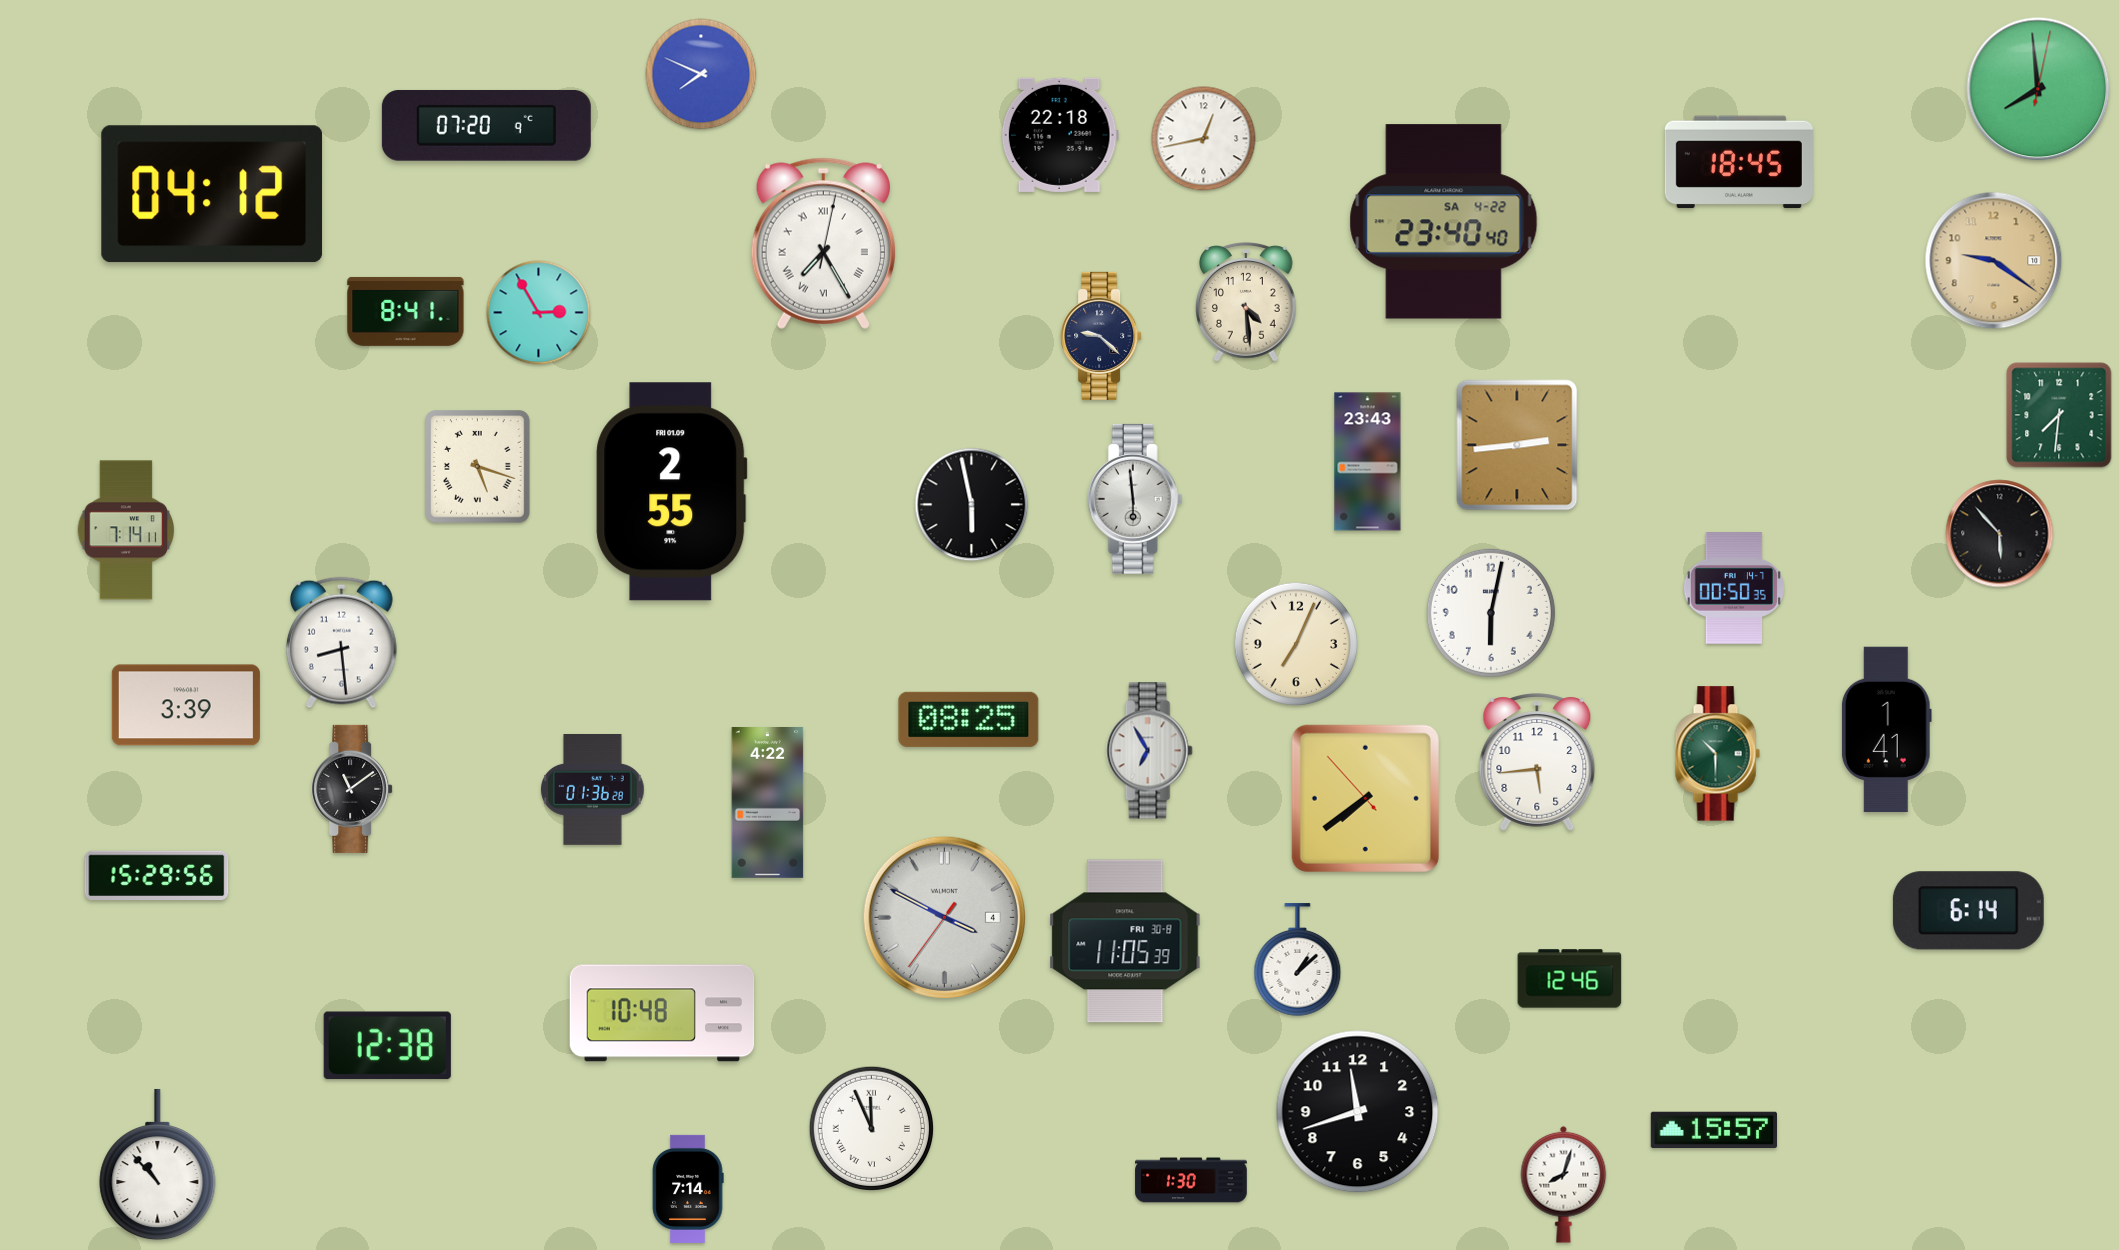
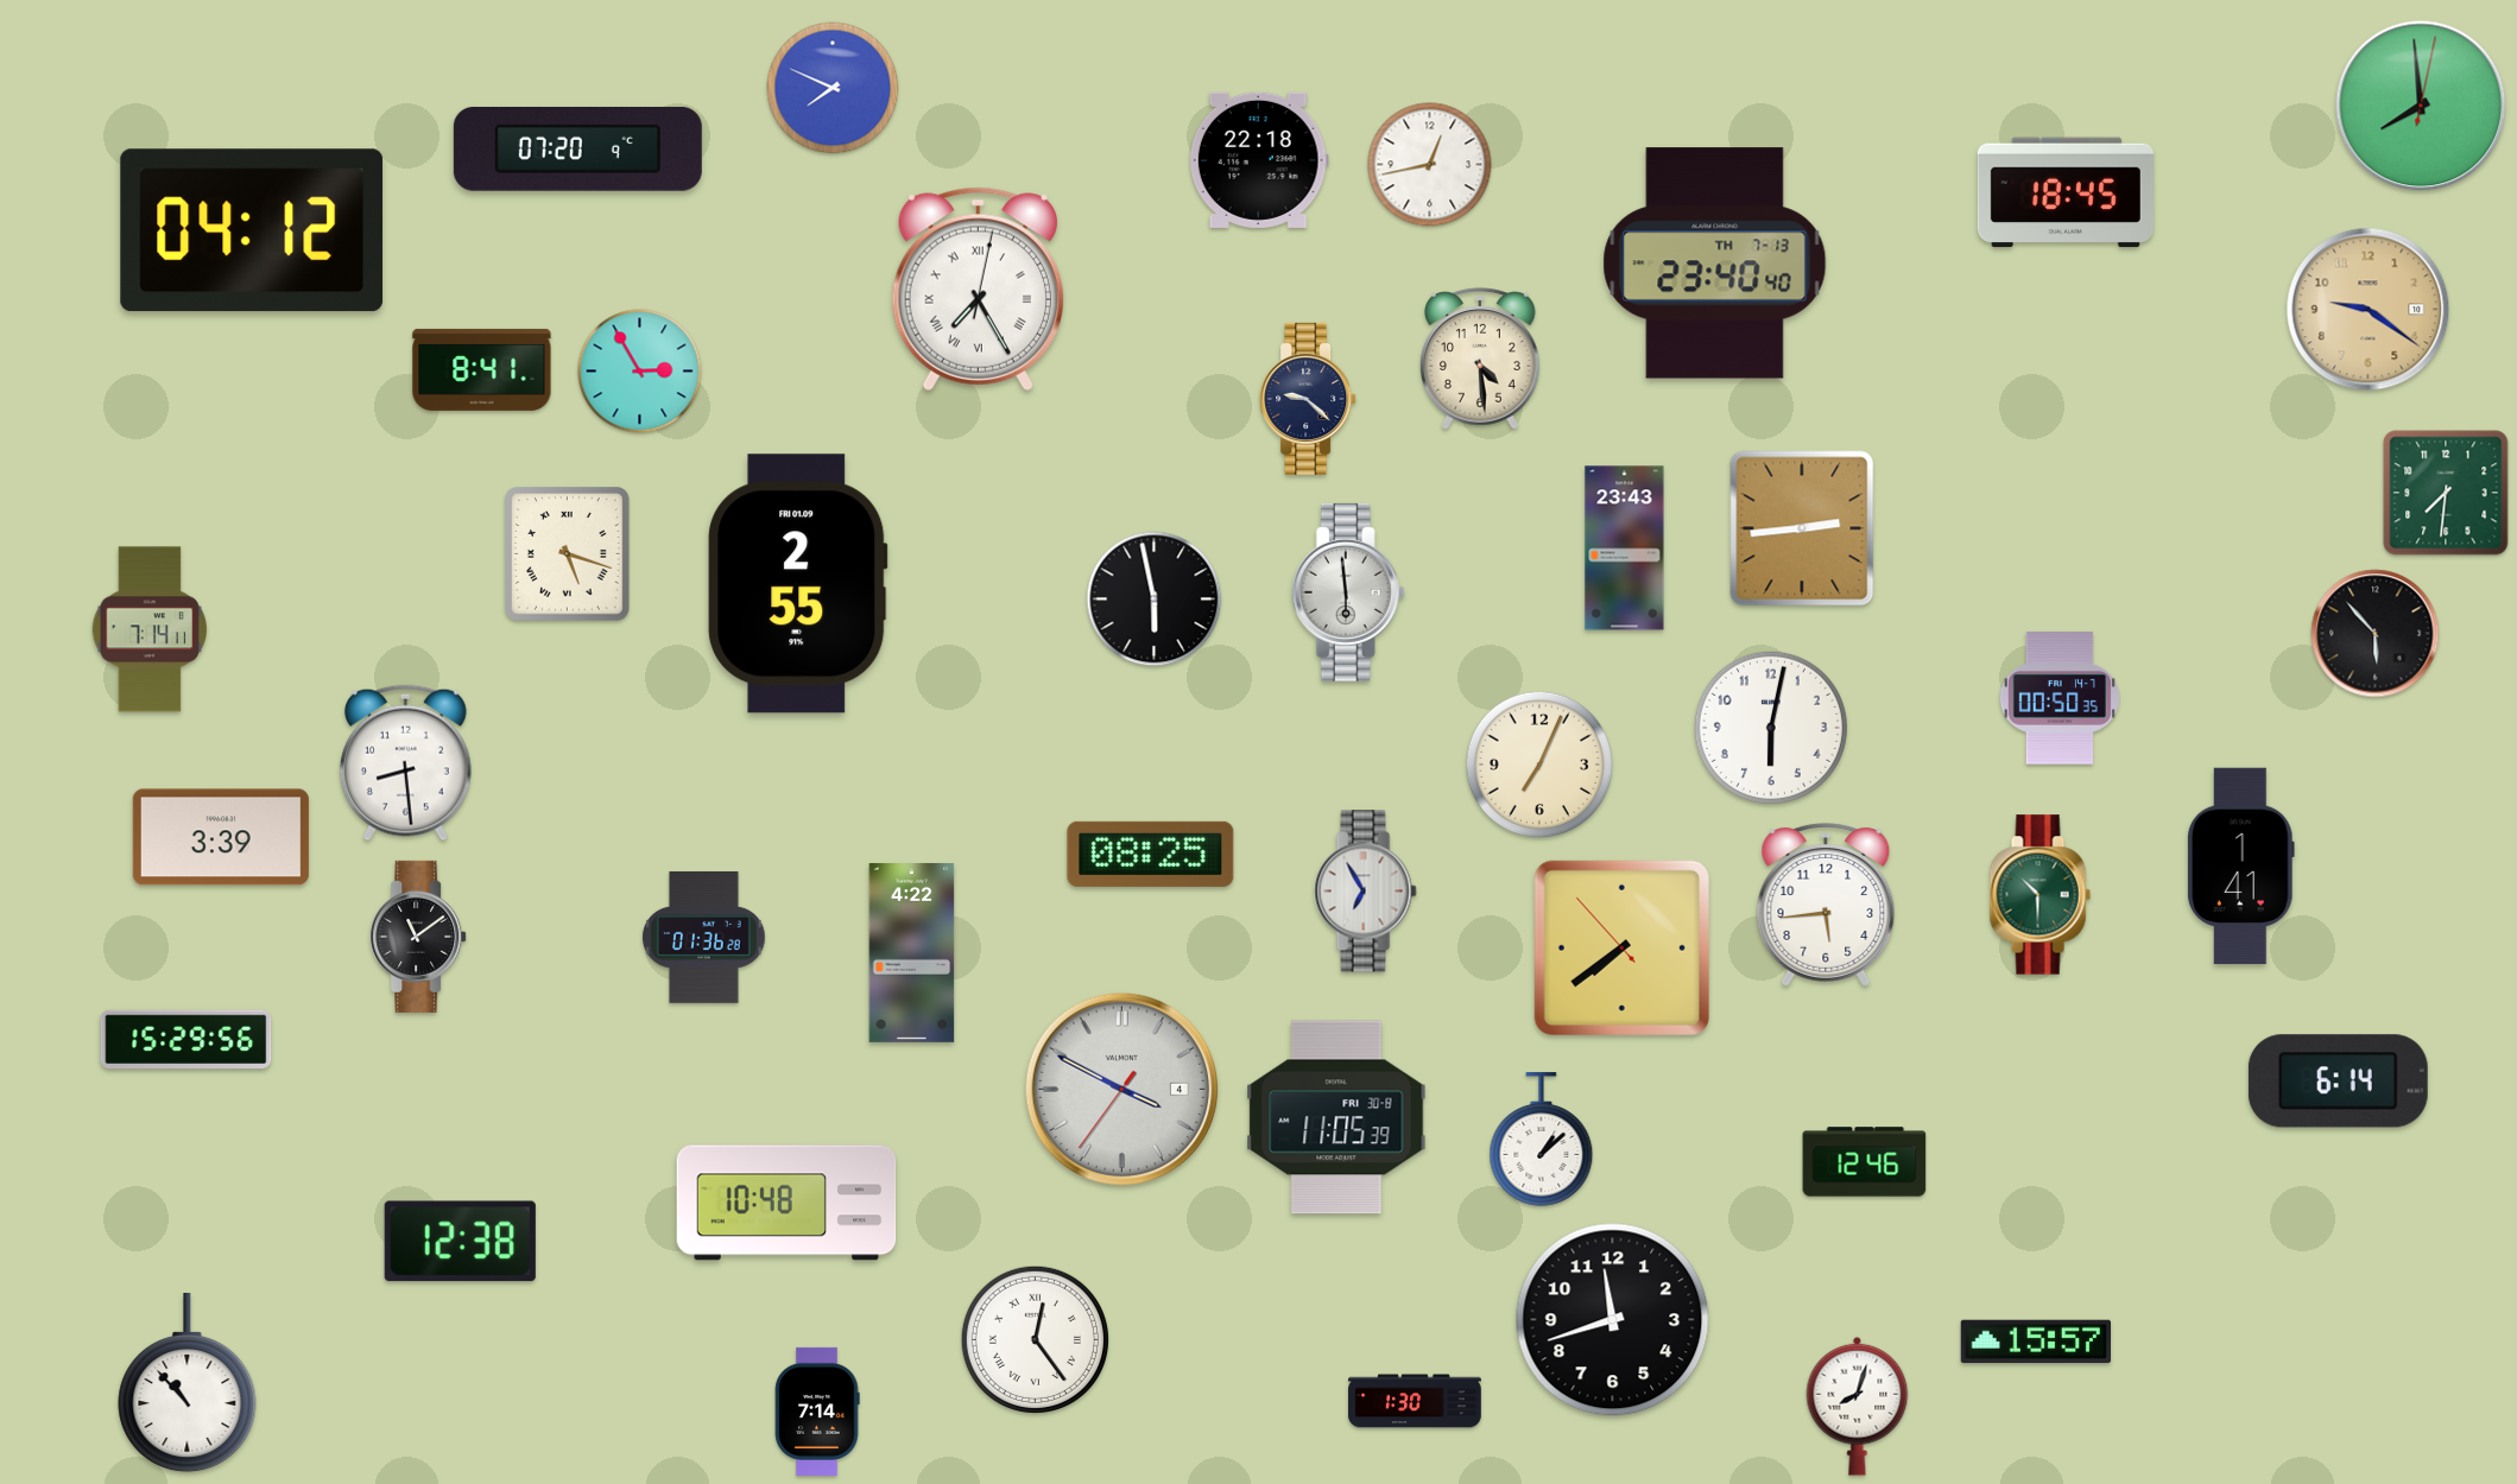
clock at (1444, 222) date: SA 4-22 -> TH 7-13
clock at (871, 1128): 11:56 -> 12:24
